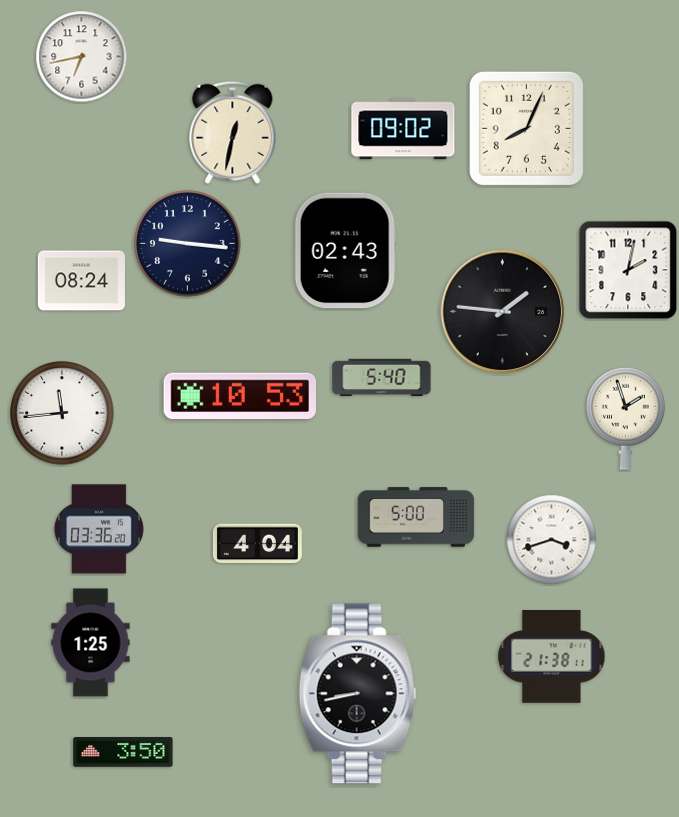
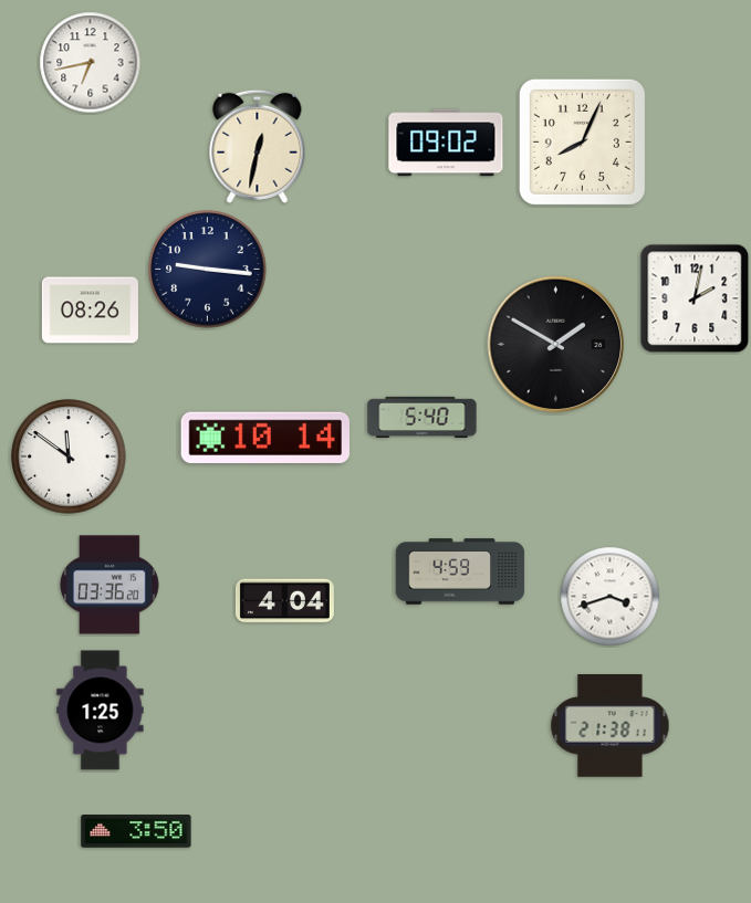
clock at (345, 251): 02:43 -> none
clock at (81, 281): 08:24 -> 08:26
clock at (503, 312): 1:46 -> 1:50
clock at (239, 395): 10:53 -> 10:14
clock at (62, 413): 11:44 -> 11:51
clock at (626, 418): 1:57 -> none
clock at (416, 517): 5:00 -> 4:59
clock at (358, 694): 8:43 -> none
